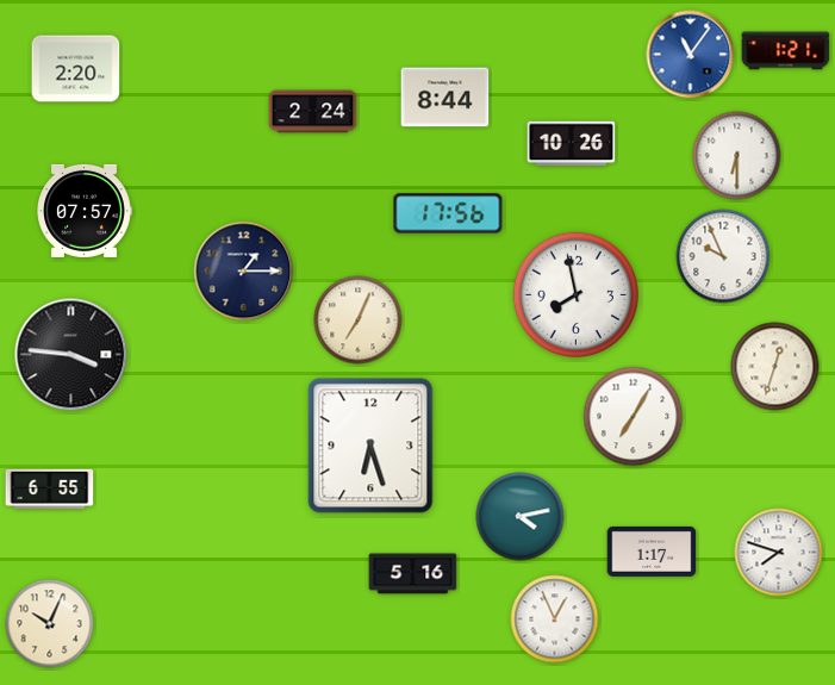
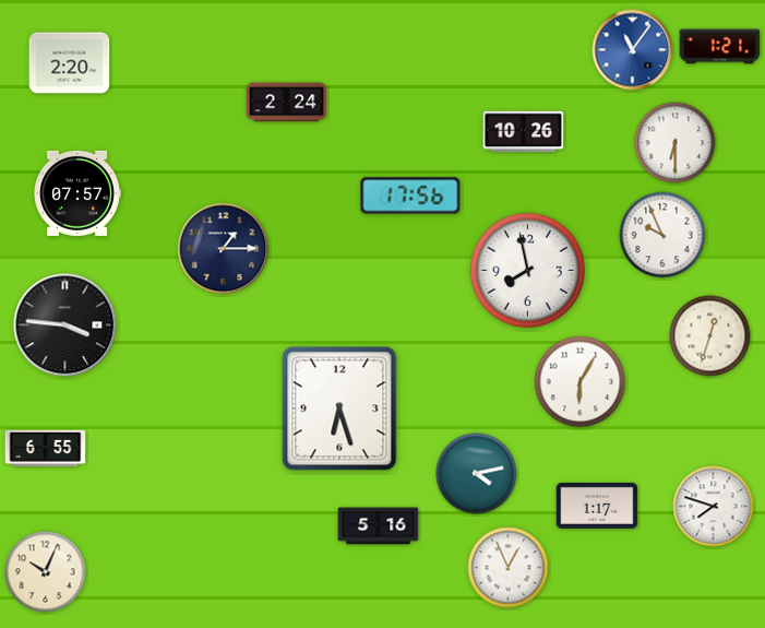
clock at (445, 98): 8:44 -> none
clock at (359, 320): 7:04 -> none
clock at (634, 417): 7:05 -> 6:05
